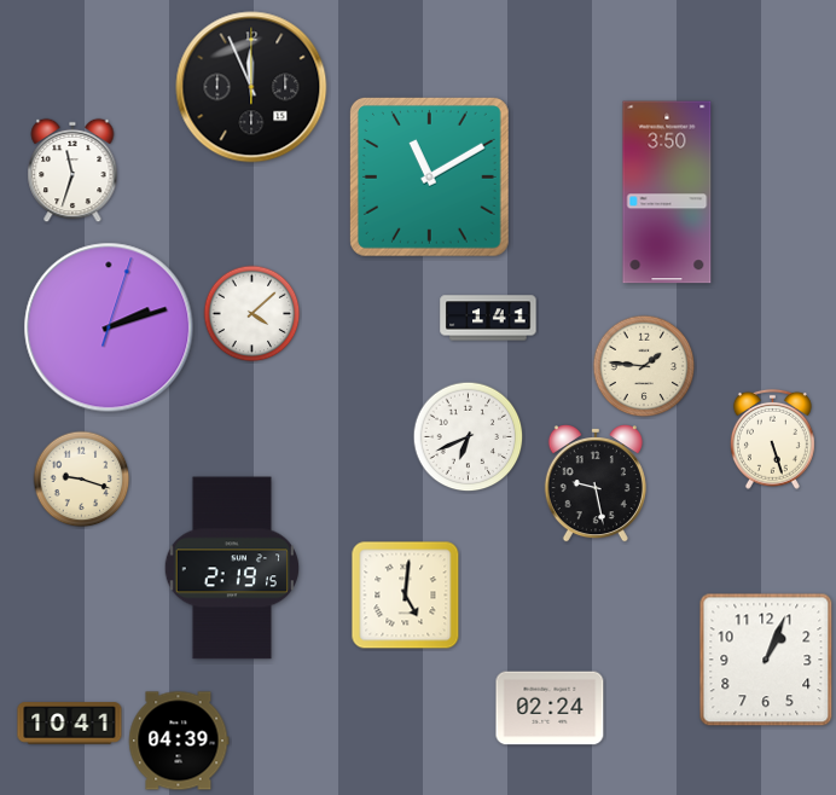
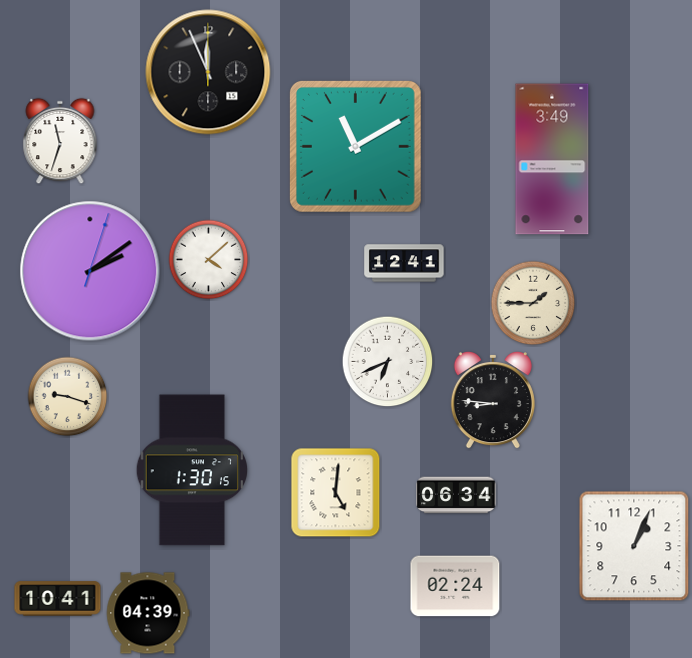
clock at (667, 192): 3:50 -> 3:49
clock at (488, 318): 1:41 -> 12:41
clock at (109, 327): 2:12 -> 2:09
clock at (644, 366): 1:46 -> 1:45
clock at (772, 439): 5:27 -> none
clock at (596, 484): 9:28 -> 8:46
clock at (232, 568): 2:19 -> 1:30
clock at (456, 495): none -> 06:34
